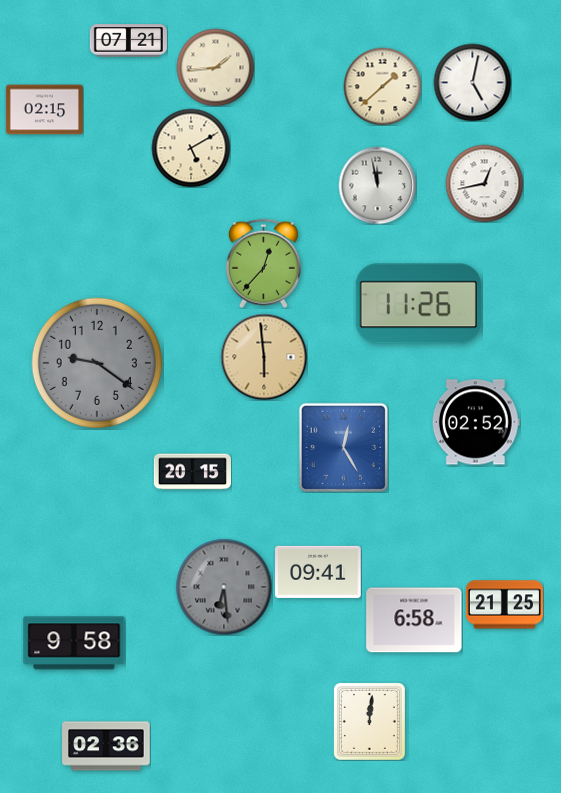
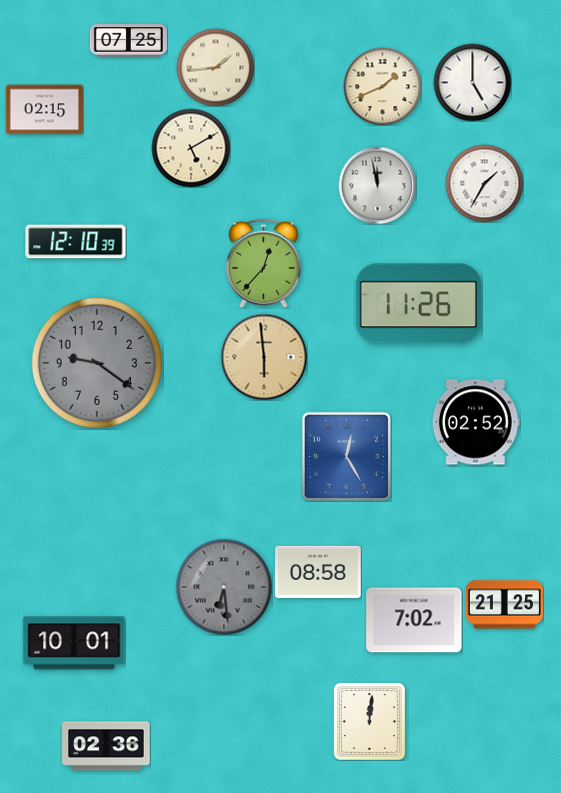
clock at (128, 41): 07:21 -> 07:25
clock at (472, 82): 5:02 -> 5:00
clock at (382, 86): 1:38 -> 1:41
clock at (484, 183): 12:43 -> 1:35
clock at (76, 242): none -> 12:10
clock at (343, 447) position: (343, 447) -> (346, 456)
clock at (192, 472): 20:15 -> none
clock at (318, 572): 09:41 -> 08:58
clock at (414, 620): 6:58 -> 7:02
clock at (74, 643): 9:58 -> 10:01
